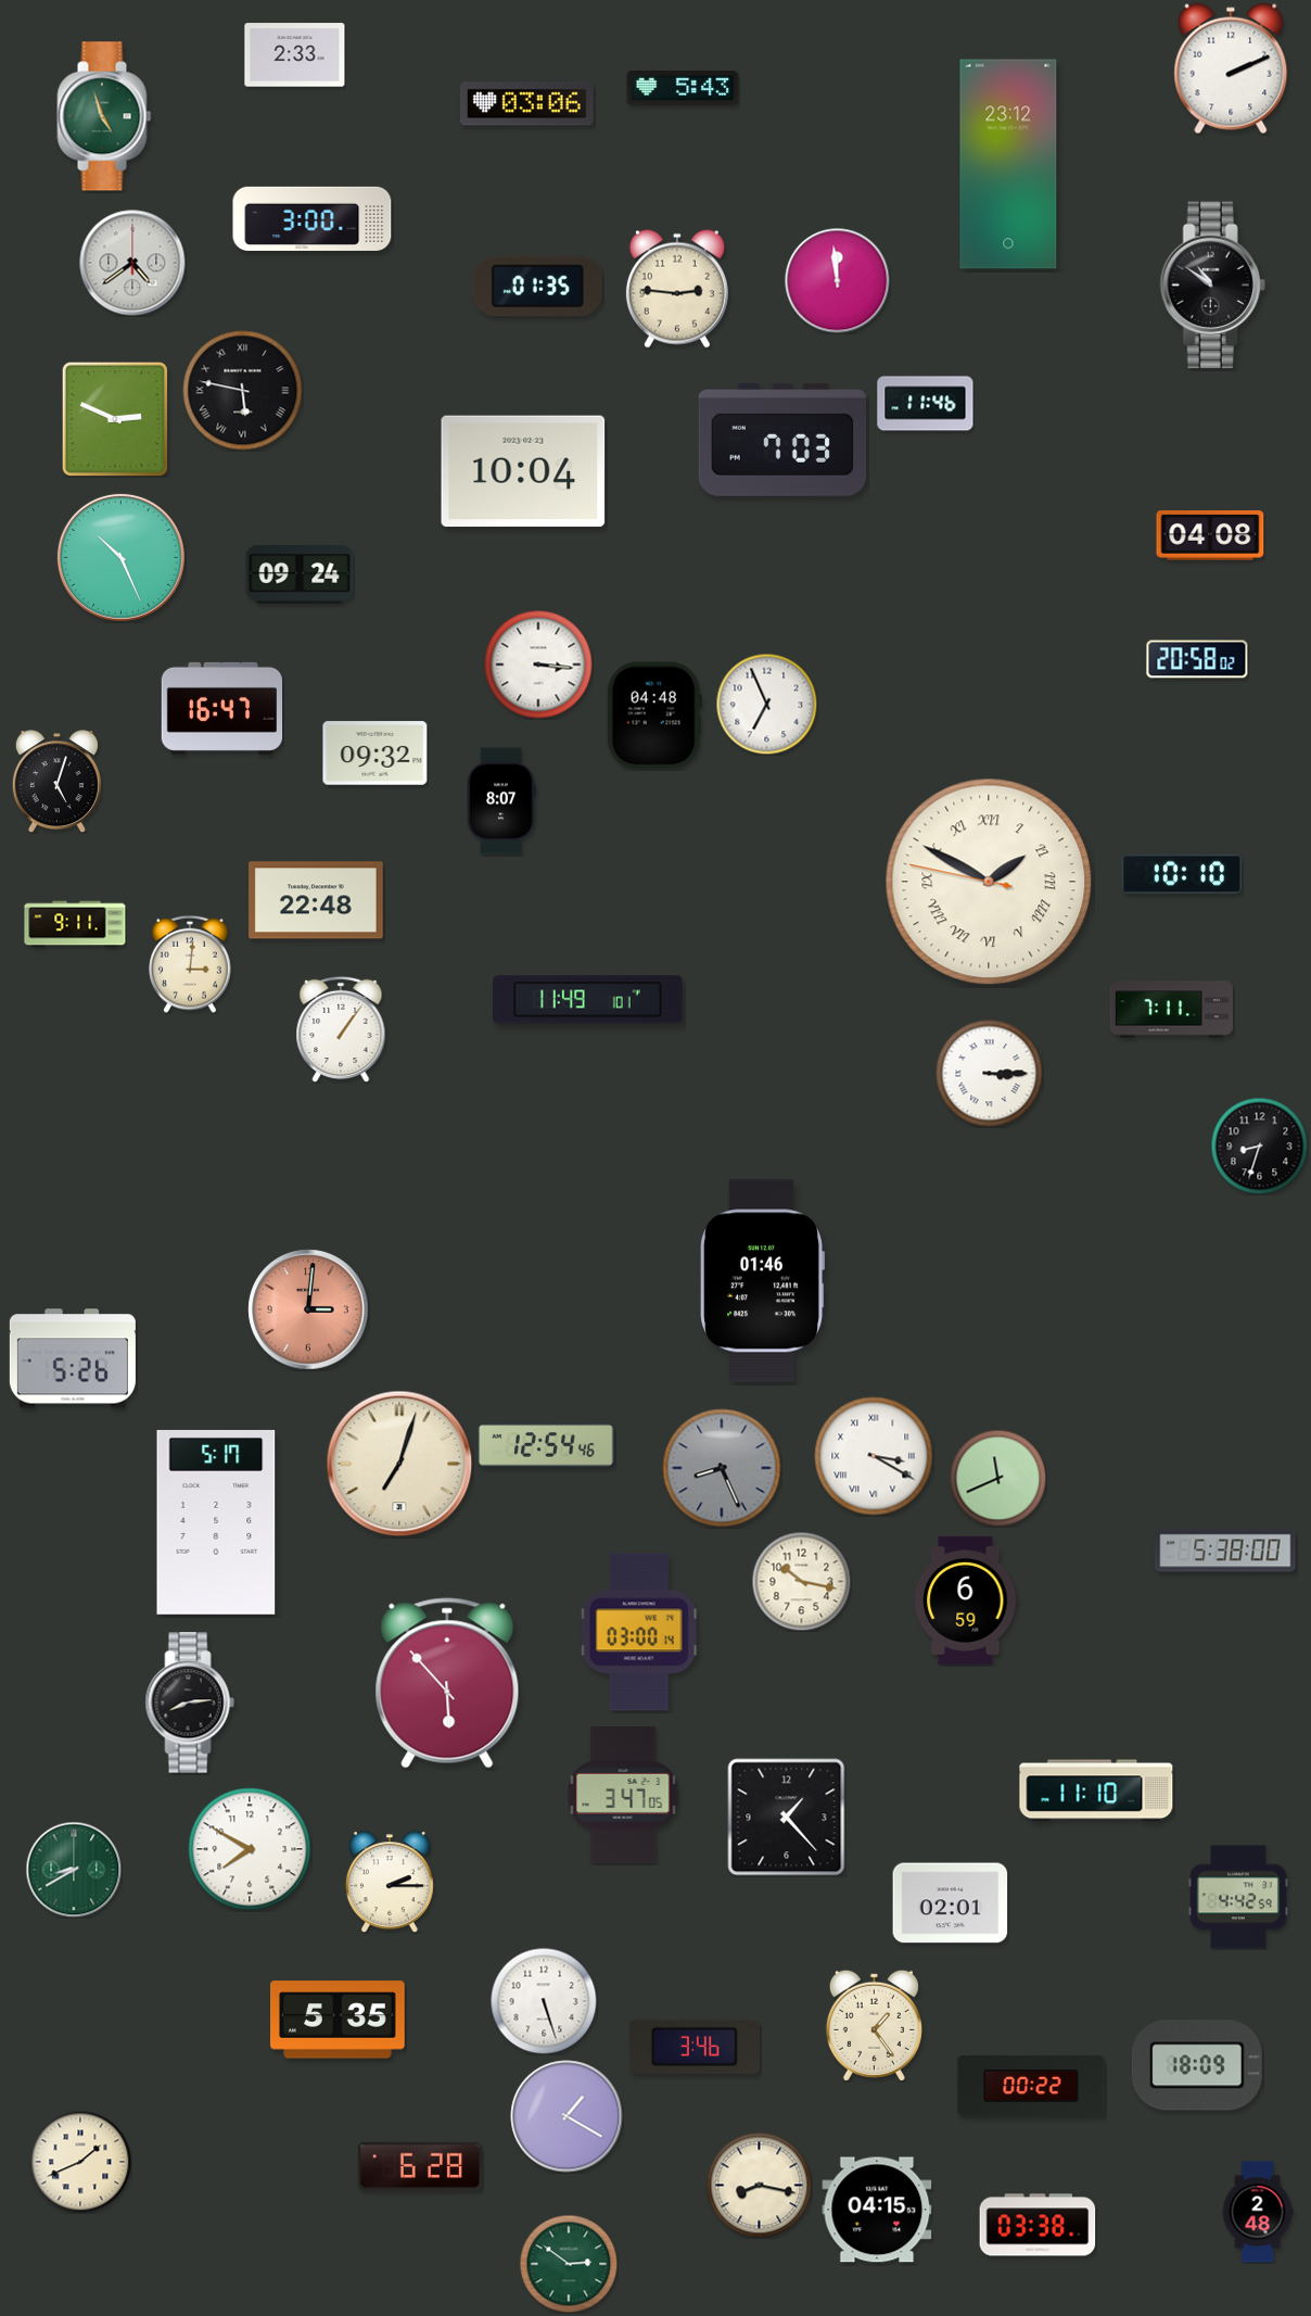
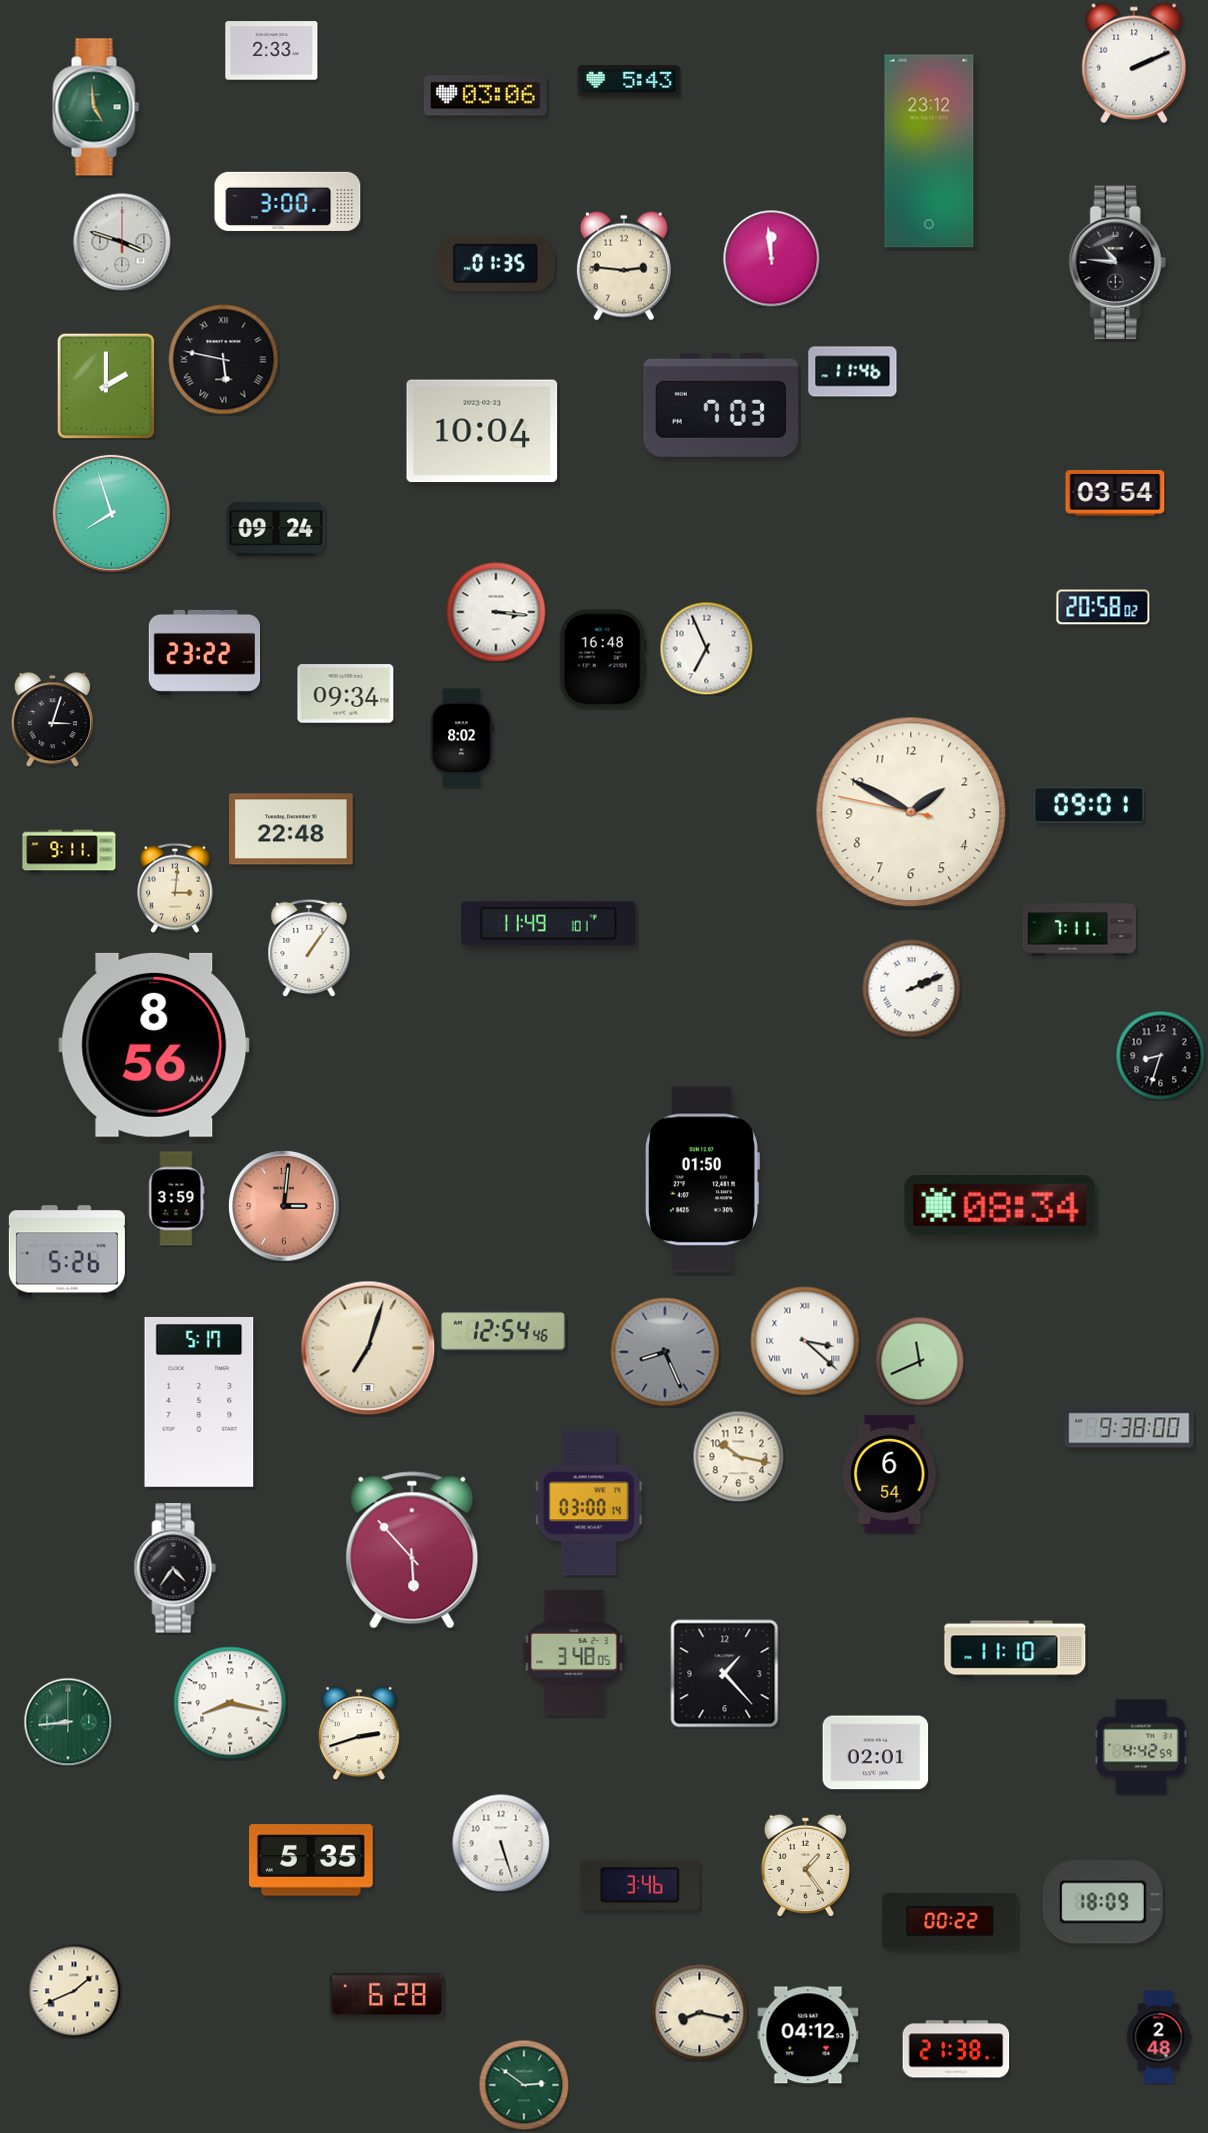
clock at (104, 116): 4:57 -> 4:59
clock at (132, 263): 4:39 -> 3:48
clock at (1212, 286): 10:51 -> 10:46
clock at (115, 419): 2:49 -> 2:00
clock at (523, 471) position: (523, 471) -> (482, 431)
clock at (1210, 536): 04:08 -> 03:54
clock at (120, 557): 10:26 -> 7:57
clock at (222, 708): 16:47 -> 23:22
clock at (654, 716): 04:48 -> 16:48
clock at (376, 754): 09:32 -> 09:34
clock at (56, 782): 5:03 -> 3:03
clock at (501, 801): 8:07 -> 8:02
clock at (1181, 874): 10:10 -> 09:01
clock at (989, 882) numerals: Roman -> Arabic
clock at (588, 1000) position: (588, 1000) -> (549, 924)
clock at (341, 1029) position: (341, 1029) -> (309, 948)
clock at (990, 1074): 3:15 -> 2:11
clock at (154, 1045): none -> 8:56
clock at (762, 1281): 01:46 -> 01:50
clock at (176, 1199): none -> 3:59
clock at (1000, 1206): none -> 08:34
clock at (874, 1456): 3:20 -> 3:22
clock at (1225, 1551): 5:38 -> 9:38
clock at (966, 1600): 6:59 -> 6:54
clock at (190, 1703): 8:14 -> 4:36
clock at (1096, 1790) position: (1096, 1790) -> (1015, 1649)
clock at (623, 1795): 3:47 -> 3:48
clock at (250, 1849): 7:50 -> 8:17
clock at (74, 1870): 8:40 -> 8:44
clock at (390, 1882): 2:15 -> 2:42
clock at (567, 2116): 1:20 -> none
clock at (877, 2210): 04:15 -> 04:12
clock at (1038, 2225): 03:38 -> 21:38
